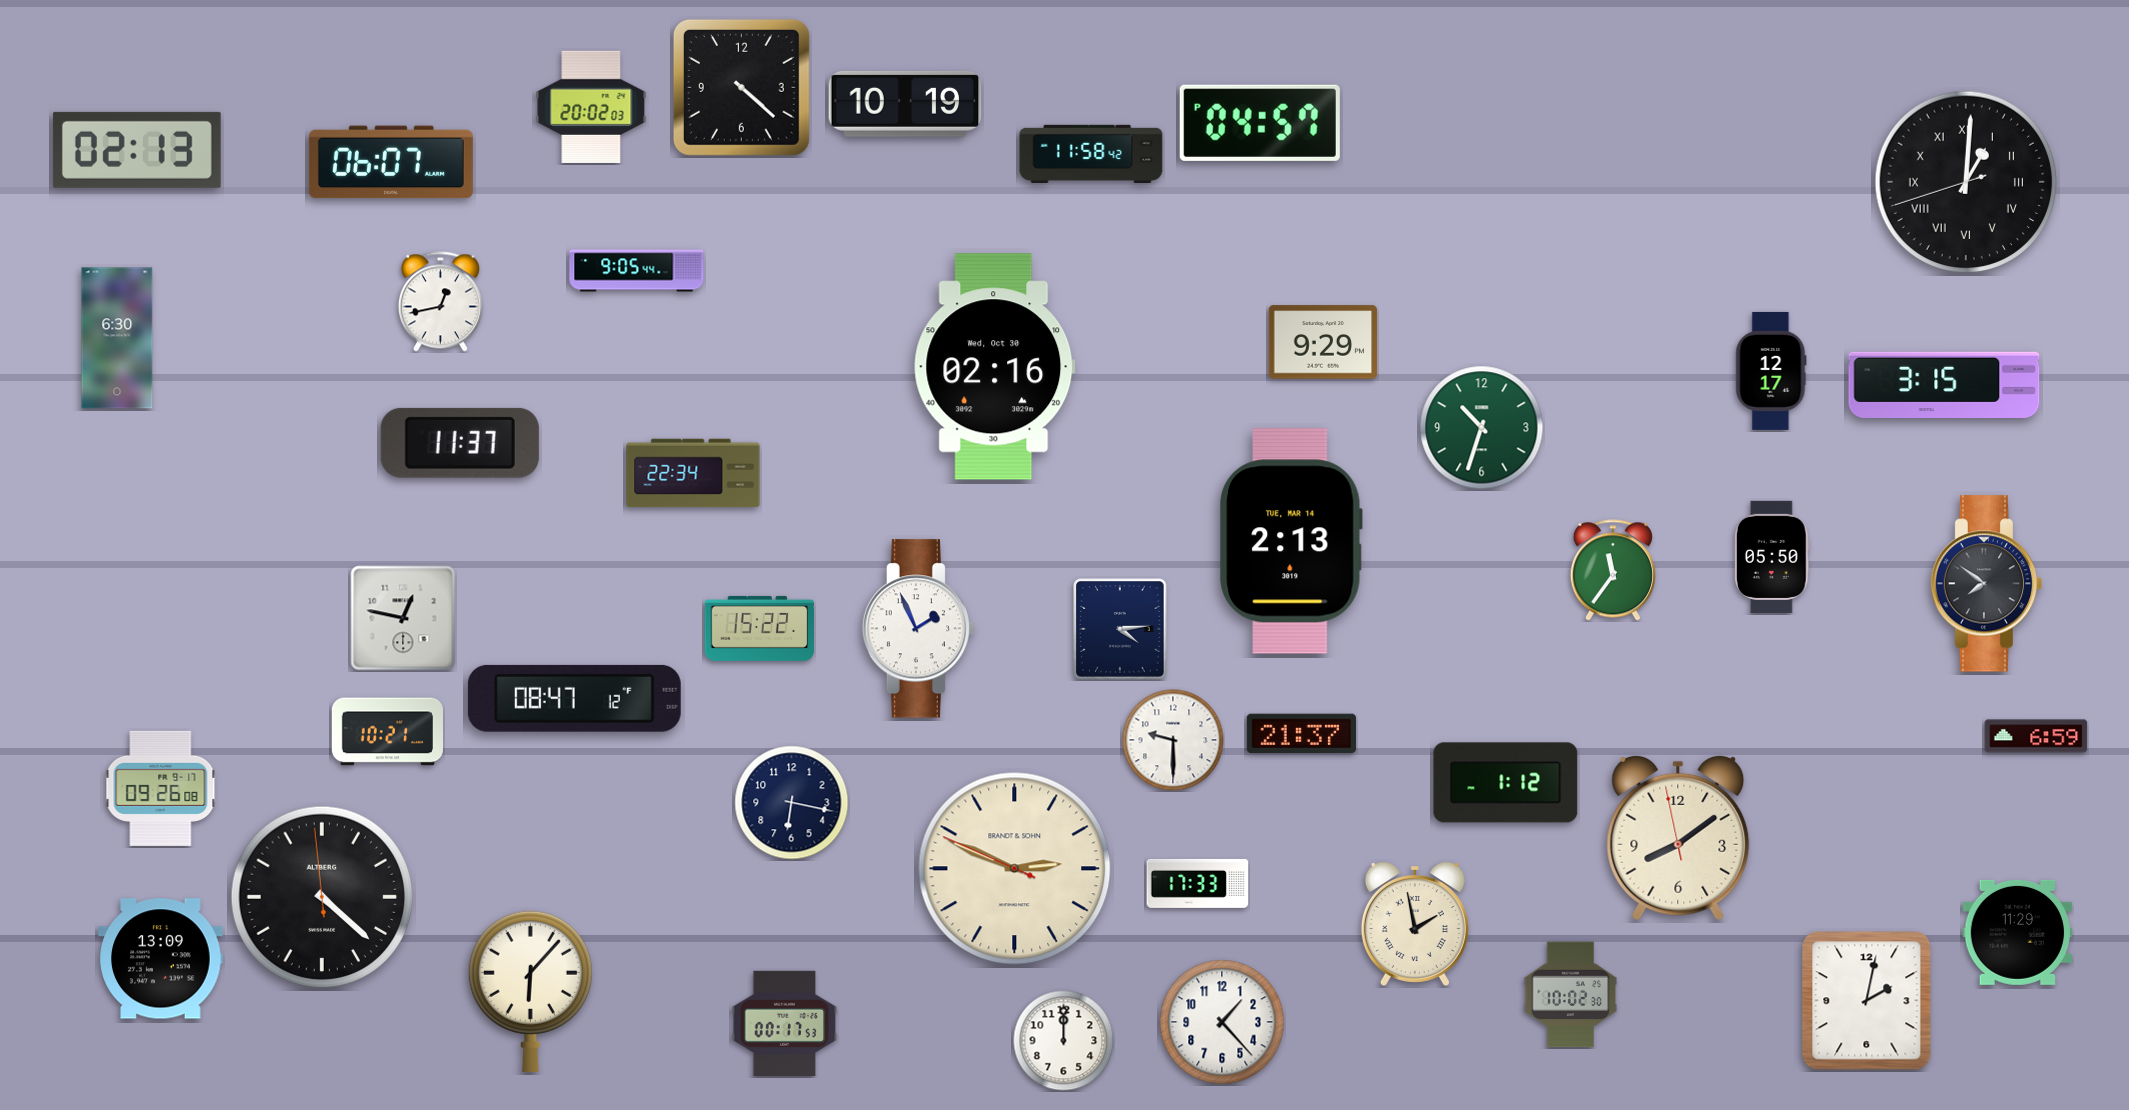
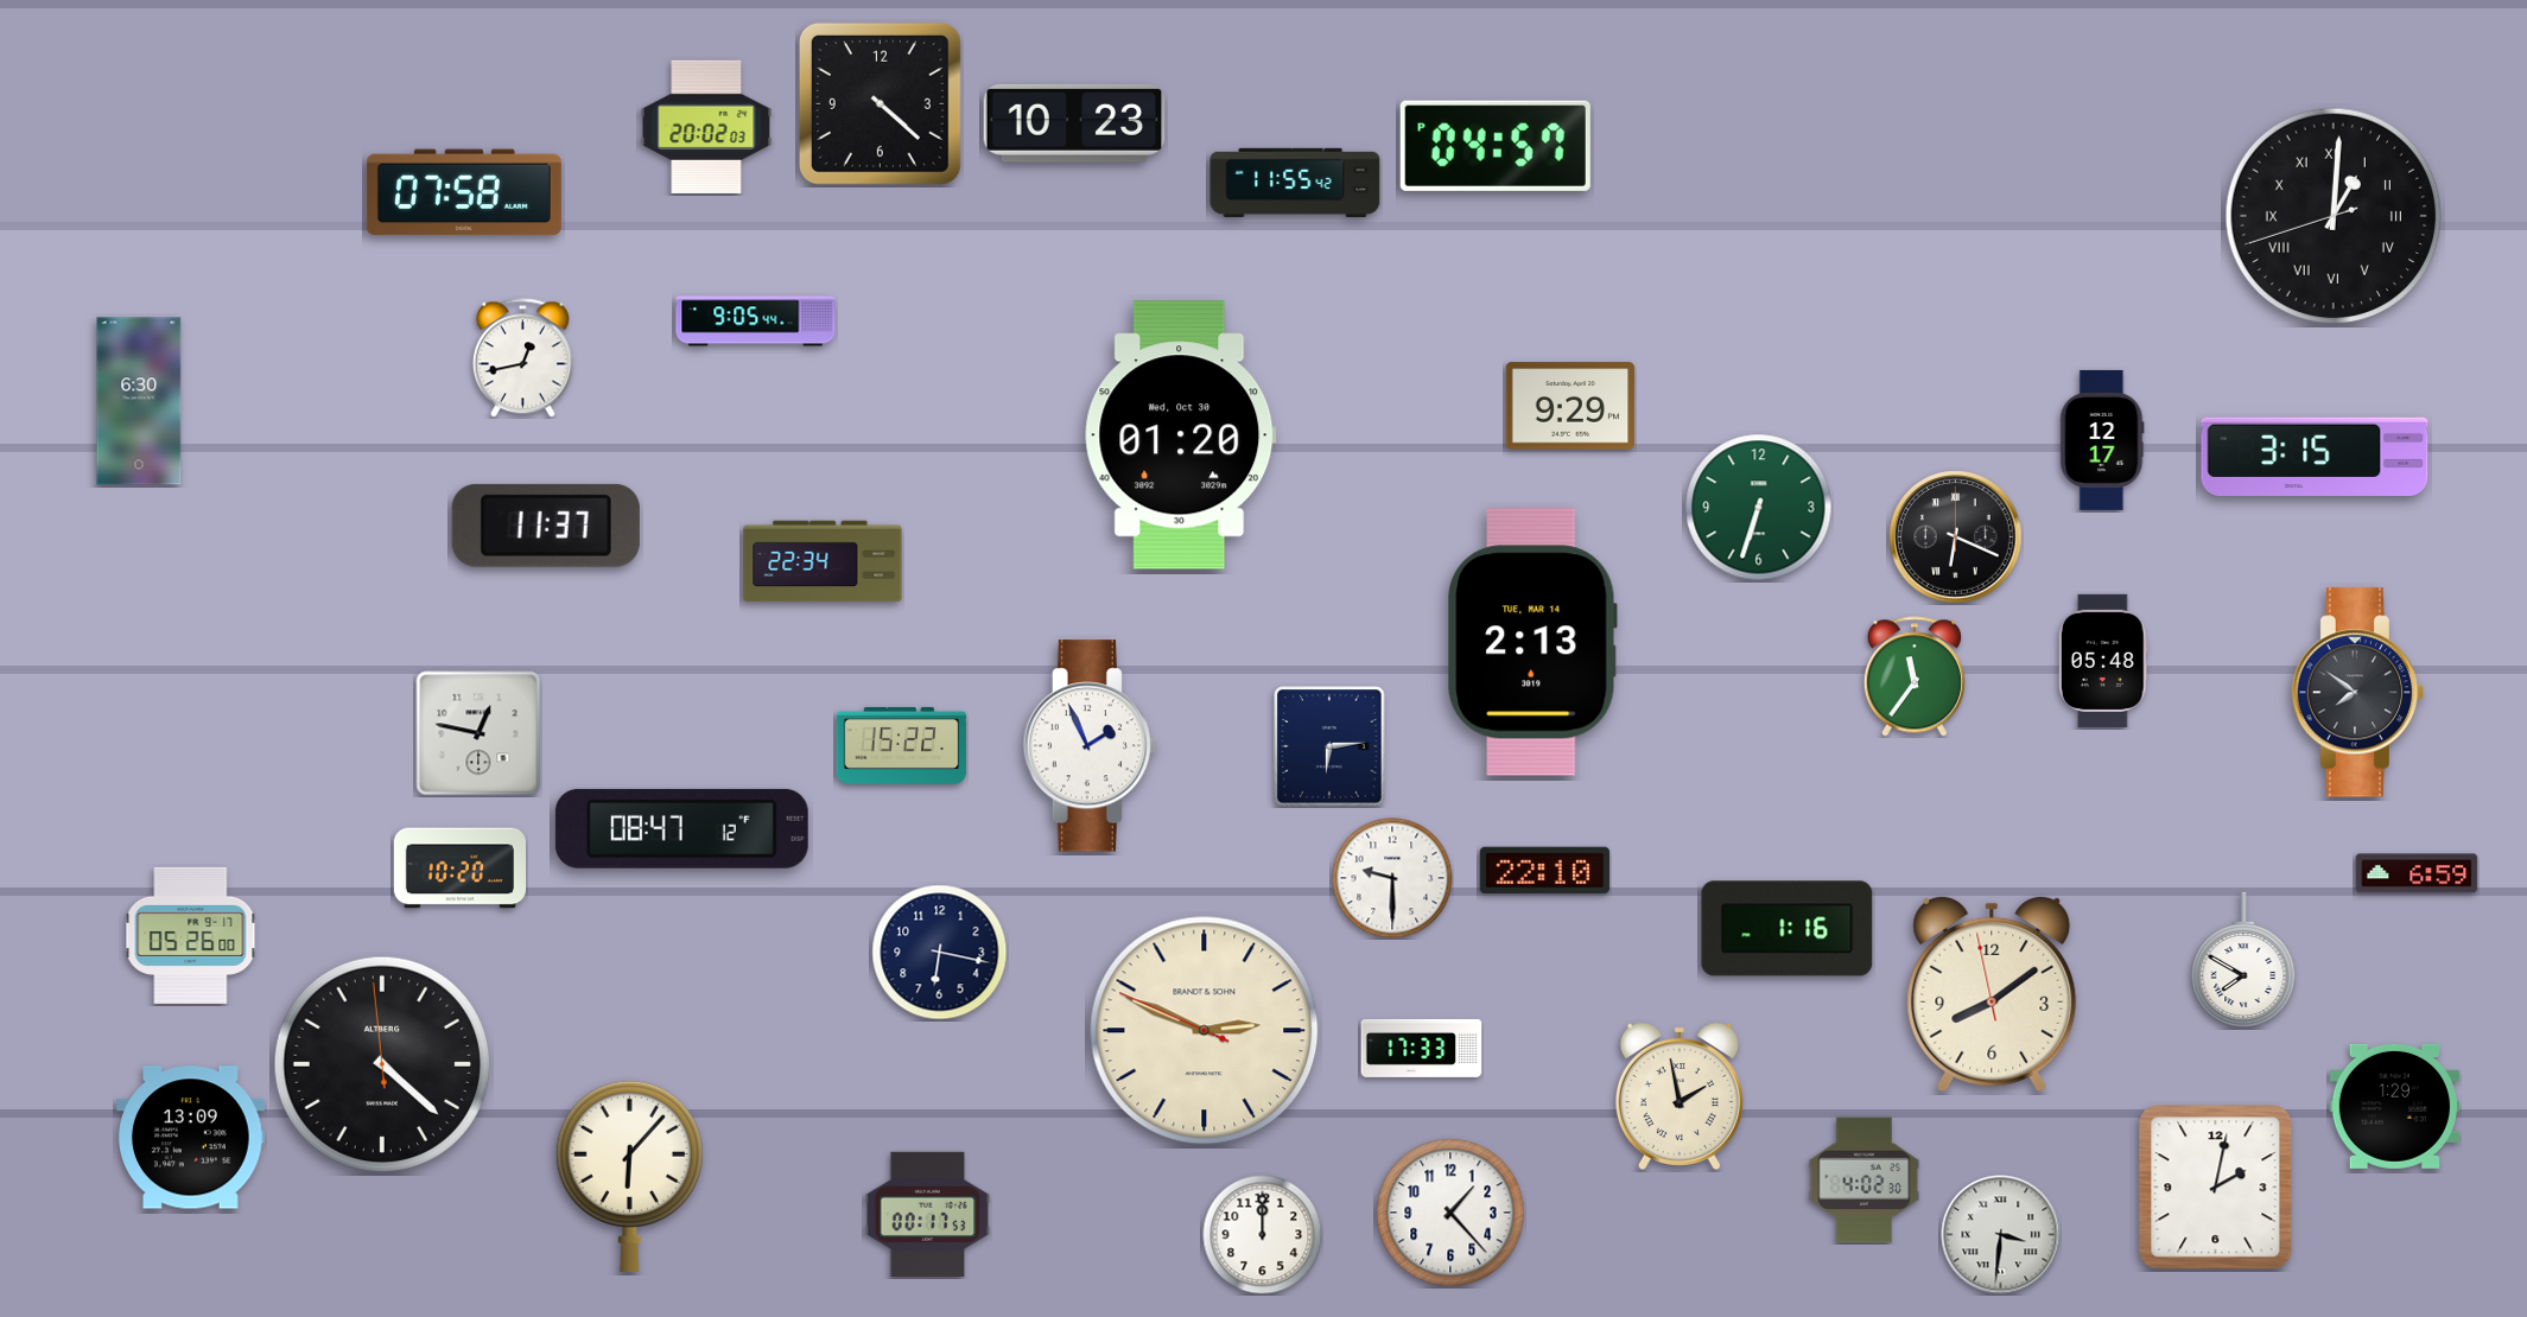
clock at (905, 104): 10:19 -> 10:23
clock at (591, 107) position: (591, 107) -> (706, 127)
clock at (137, 150): 02:13 -> none
clock at (1091, 154): 11:58 -> 11:55
clock at (391, 162): 06:07 -> 07:58
clock at (995, 367): 02:16 -> 01:20
clock at (1944, 385) position: (1944, 385) -> (2315, 457)
clock at (1482, 428): 10:33 -> 6:33
clock at (1956, 537): none -> 6:19
clock at (1772, 557): 05:50 -> 05:48
clock at (1120, 629): 4:14 -> 6:14
clock at (387, 732): 10:21 -> 10:20
clock at (1302, 734): 21:37 -> 22:10
clock at (1506, 783): 1:12 -> 1:16
clock at (161, 788): 09:26 -> 05:26
clock at (2243, 960): none -> 7:50
clock at (2017, 932): 11:29 -> 1:29
clock at (1571, 995): 10:02 -> 4:02
clock at (785, 1023) position: (785, 1023) -> (928, 1214)
clock at (2001, 1235): none -> 3:31
